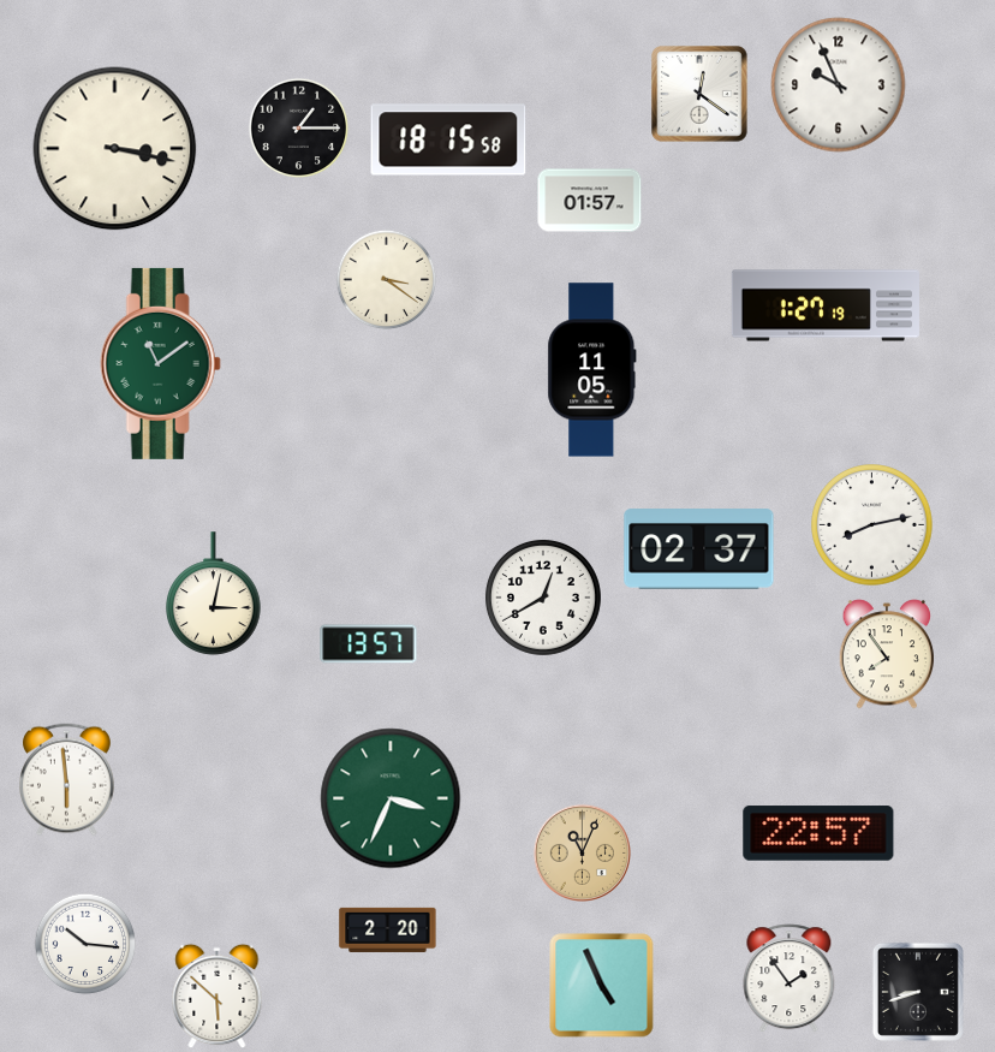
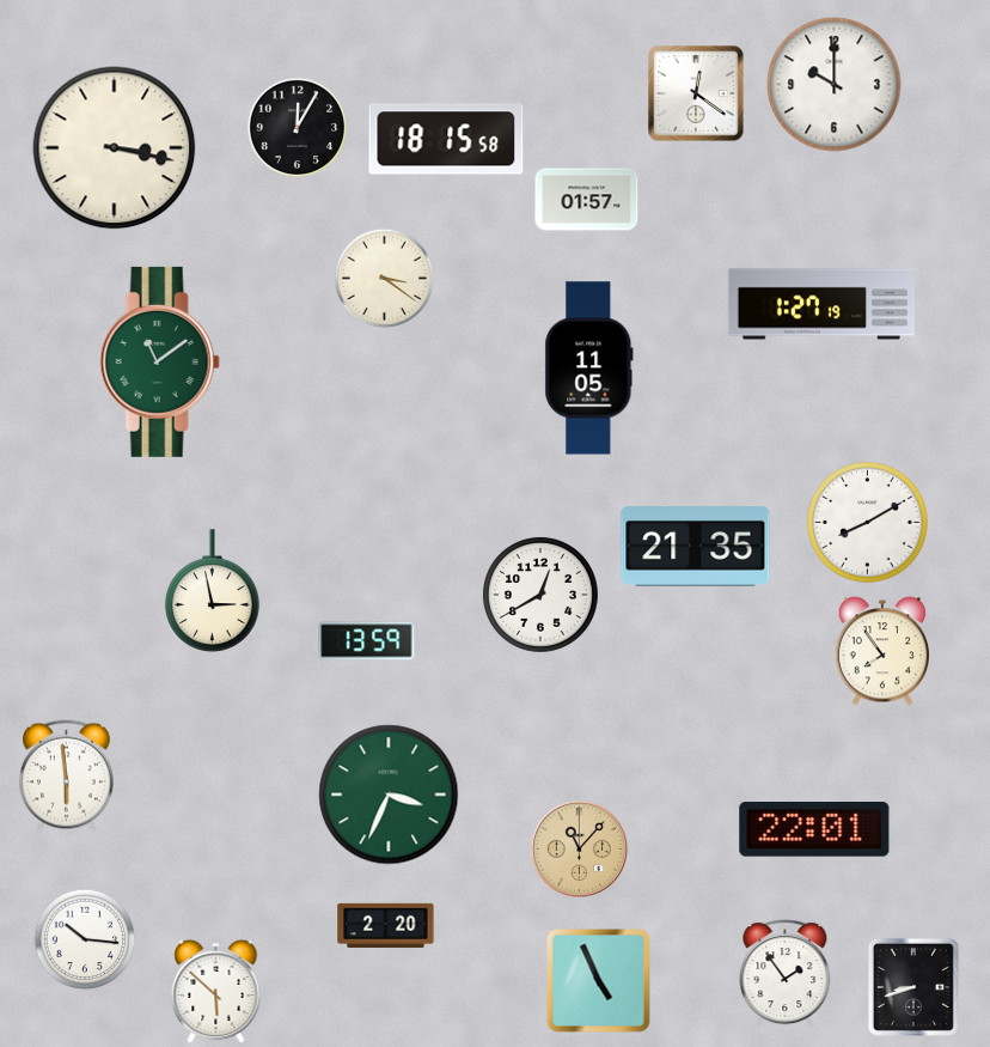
clock at (839, 85): 9:56 -> 10:00
clock at (299, 129): 1:15 -> 12:05
clock at (872, 525): 8:13 -> 8:10
clock at (699, 549): 02:37 -> 21:35
clock at (214, 594): 3:02 -> 2:58
clock at (369, 644): 13:57 -> 13:59
clock at (818, 833): 22:57 -> 22:01
clock at (582, 852): 11:04 -> 11:07
